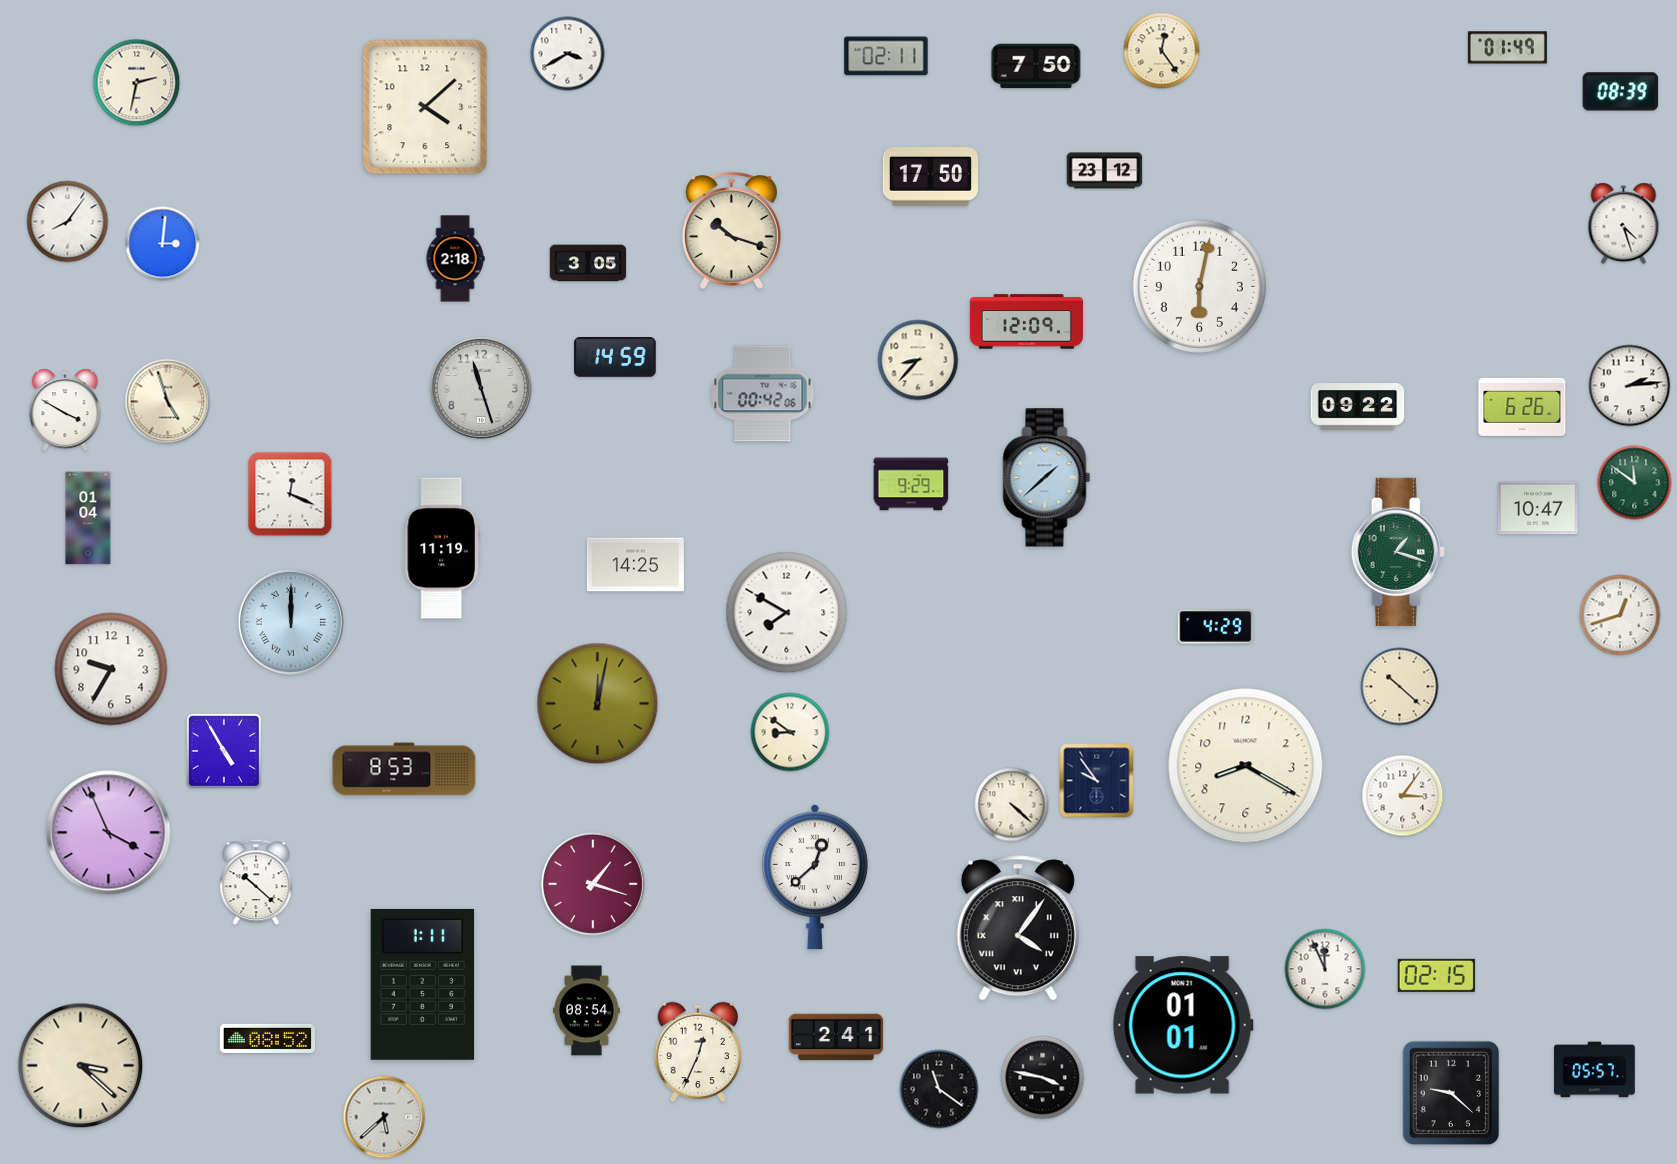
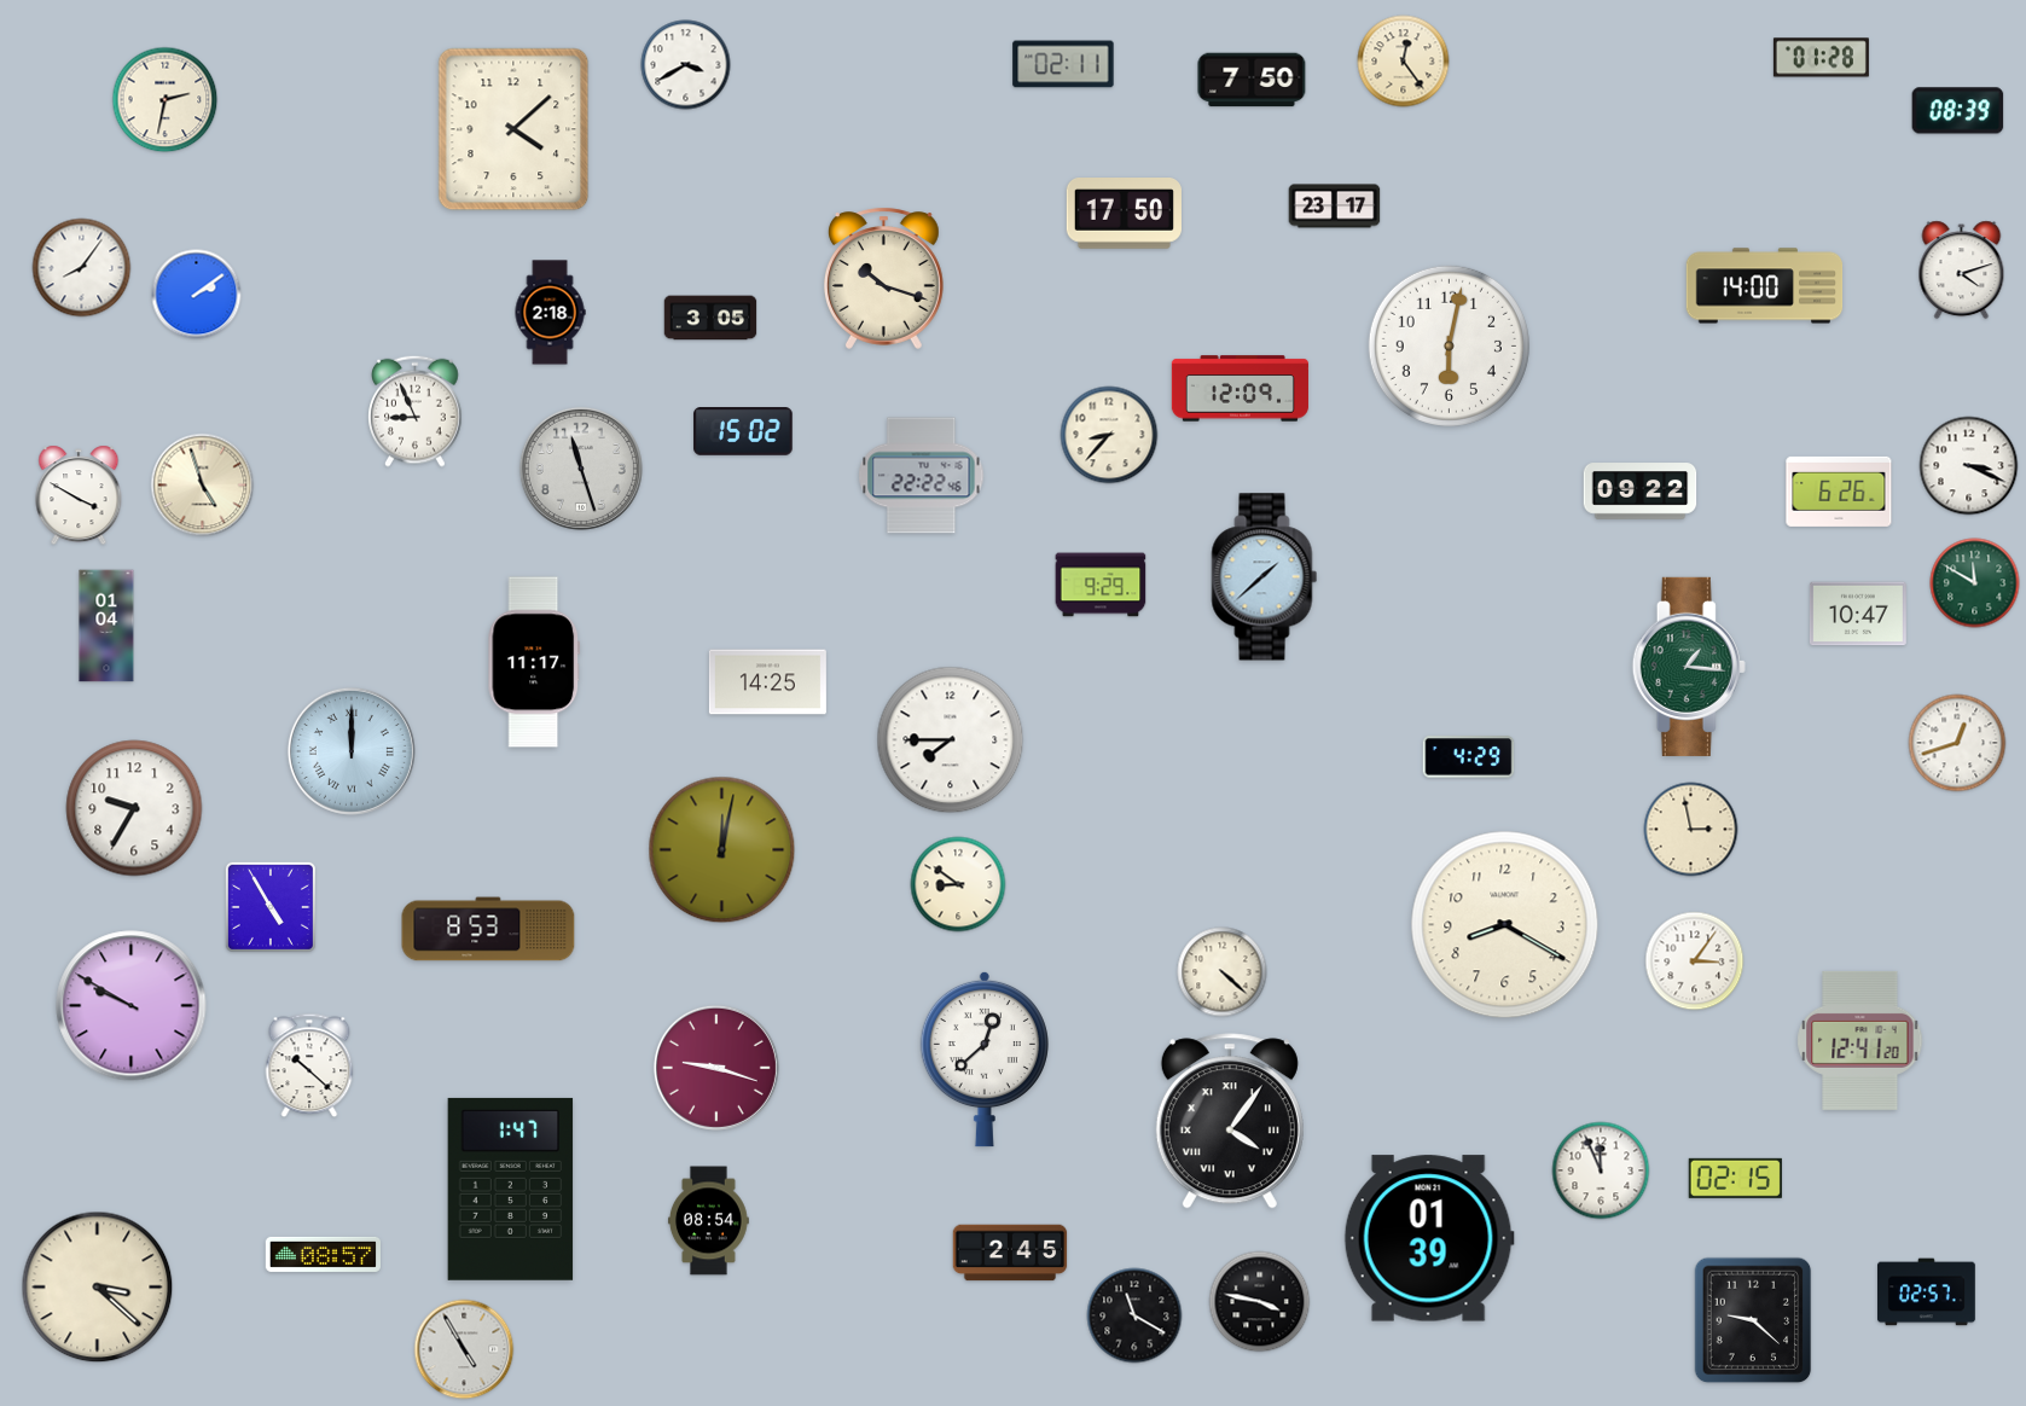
clock at (1507, 48): 01:49 -> 01:28
clock at (886, 56) position: (886, 56) -> (1063, 64)
clock at (1105, 171): 23:12 -> 23:17
clock at (1624, 224): 4:27 -> 4:12
clock at (1765, 286): none -> 14:00
clock at (163, 244): 3:01 -> 2:09
clock at (416, 411): none -> 8:56
clock at (615, 358): 14:59 -> 15:02
clock at (1630, 386): 2:14 -> 3:19
clock at (763, 394): 00:42 -> 22:22
clock at (1635, 483): 11:51 -> 11:50
clock at (290, 494): 12:19 -> none
clock at (442, 548): 11:19 -> 11:17
clock at (1398, 552): 1:18 -> 1:16
clock at (787, 613): 7:50 -> 7:45
clock at (1400, 687): 10:22 -> 2:58
clock at (790, 732) position: (790, 732) -> (958, 884)
clock at (1097, 781): 9:54 -> none
clock at (109, 833): 3:56 -> 9:50
clock at (1860, 1040): none -> 12:41
clock at (593, 884): 1:18 -> 9:18
clock at (423, 984): 1:11 -> 1:47
clock at (1183, 1025): 01:01 -> 01:39
clock at (836, 1037): 2:41 -> 2:45
clock at (267, 1038): 08:52 -> 08:57
clock at (698, 1052): 12:34 -> none
clock at (1595, 1070): 05:57 -> 02:57
clock at (939, 1089): 11:21 -> 11:20
clock at (384, 1117): 5:38 -> 4:55
